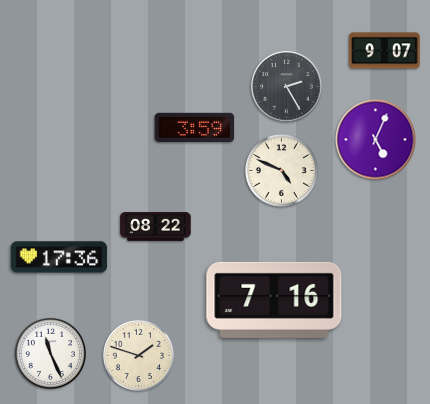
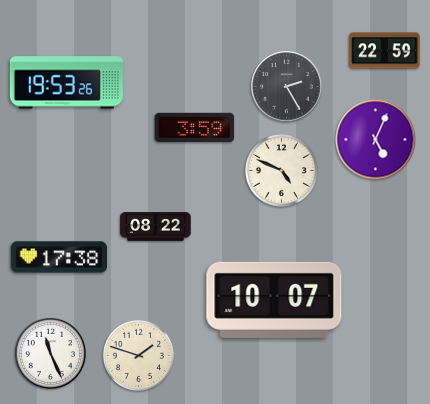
clock at (385, 51): 9:07 -> 22:59
clock at (66, 83): none -> 19:53
clock at (59, 257): 17:36 -> 17:38
clock at (274, 300): 7:16 -> 10:07
